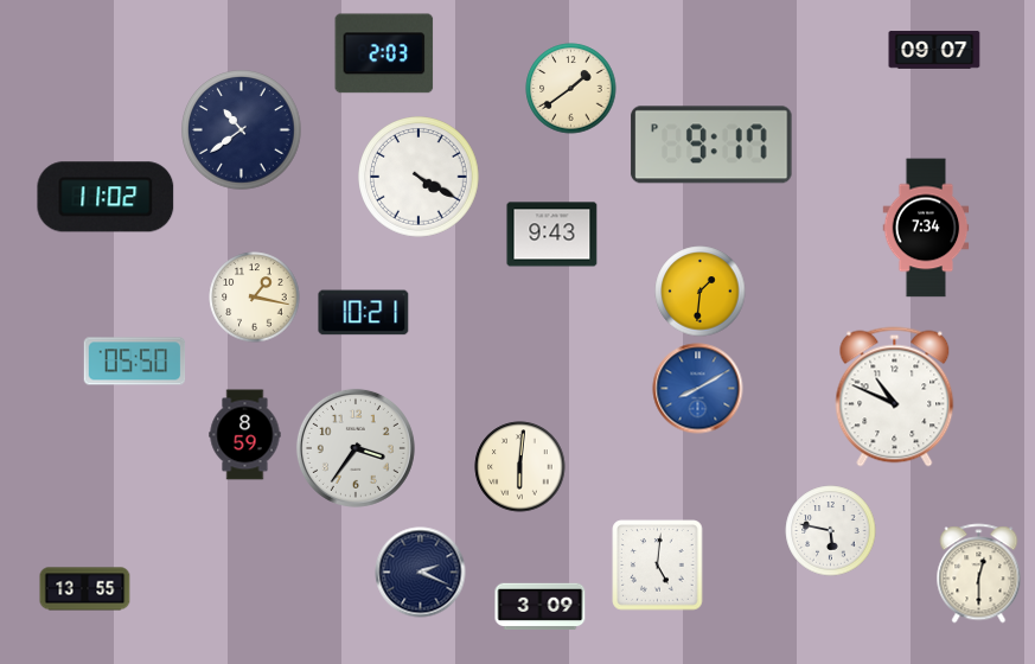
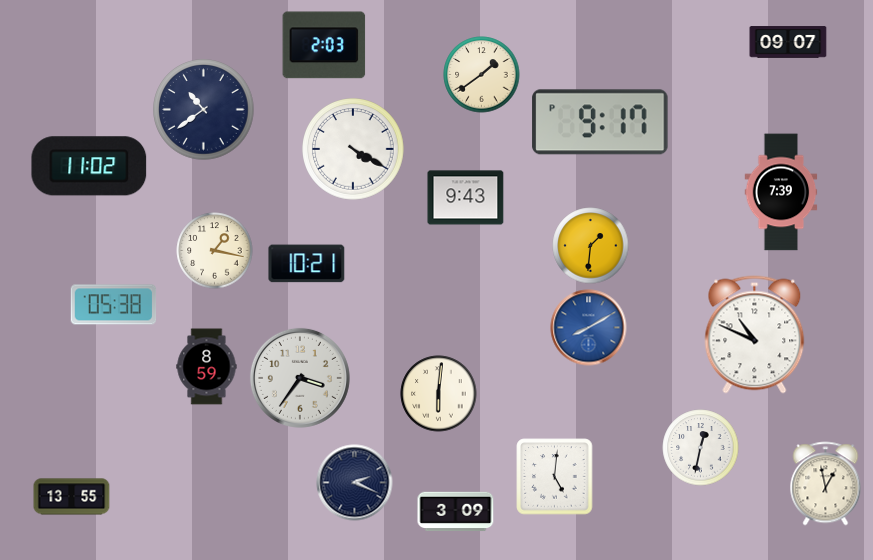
clock at (926, 228): 7:34 -> 7:39
clock at (135, 362): 05:50 -> 05:38
clock at (831, 531): 5:47 -> 12:32
clock at (979, 574): 12:30 -> 12:58
